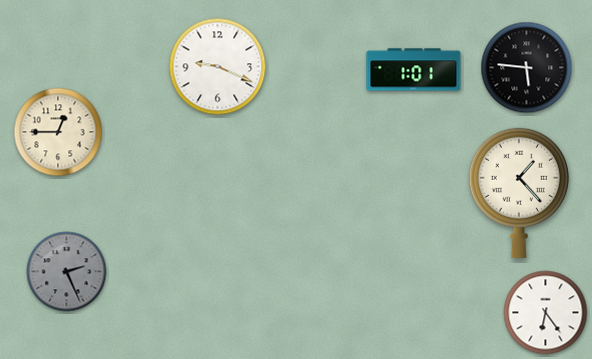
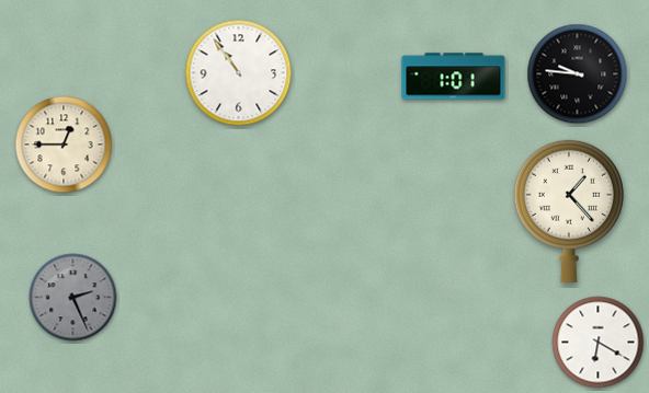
clock at (218, 67): 9:19 -> 10:54
clock at (527, 68): 5:46 -> 9:46
clock at (546, 313): 6:24 -> 6:20
